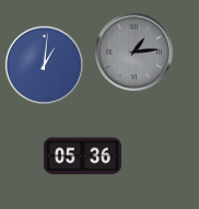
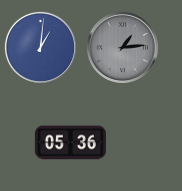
clock at (44, 65) position: (44, 65) -> (40, 47)
clock at (82, 156) position: (82, 156) -> (70, 143)
